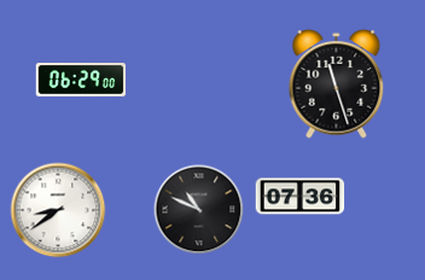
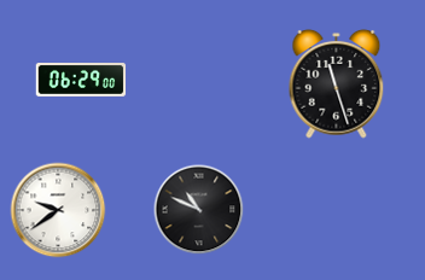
clock at (301, 197): 07:36 -> none
clock at (58, 210): 8:39 -> 9:39
